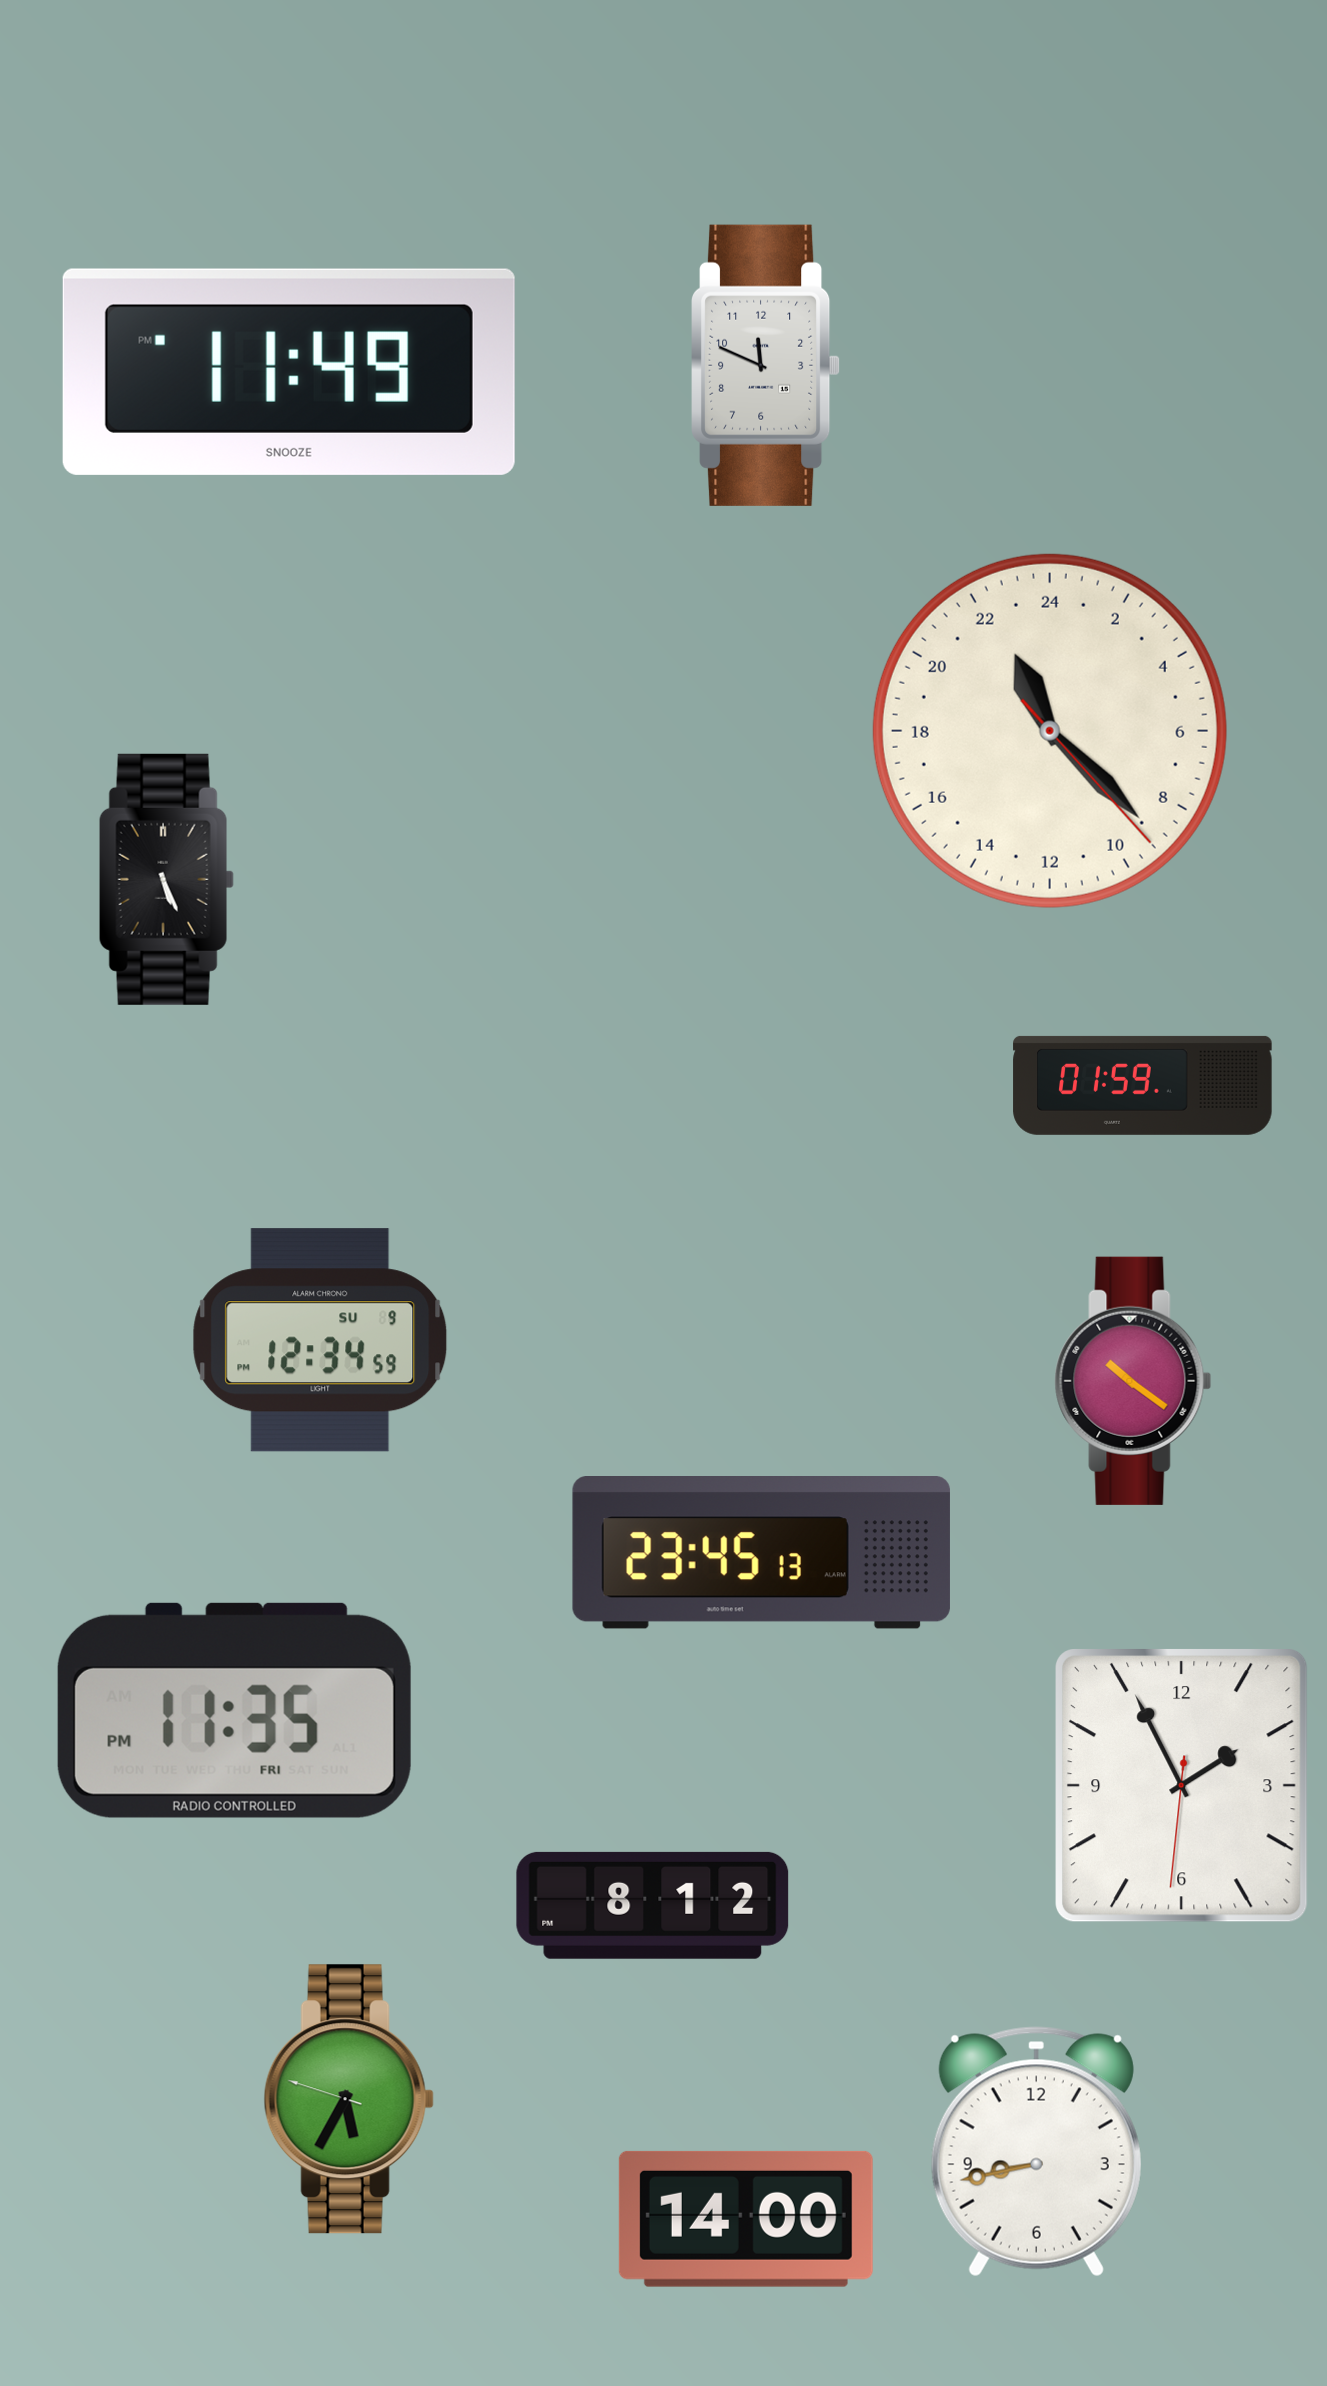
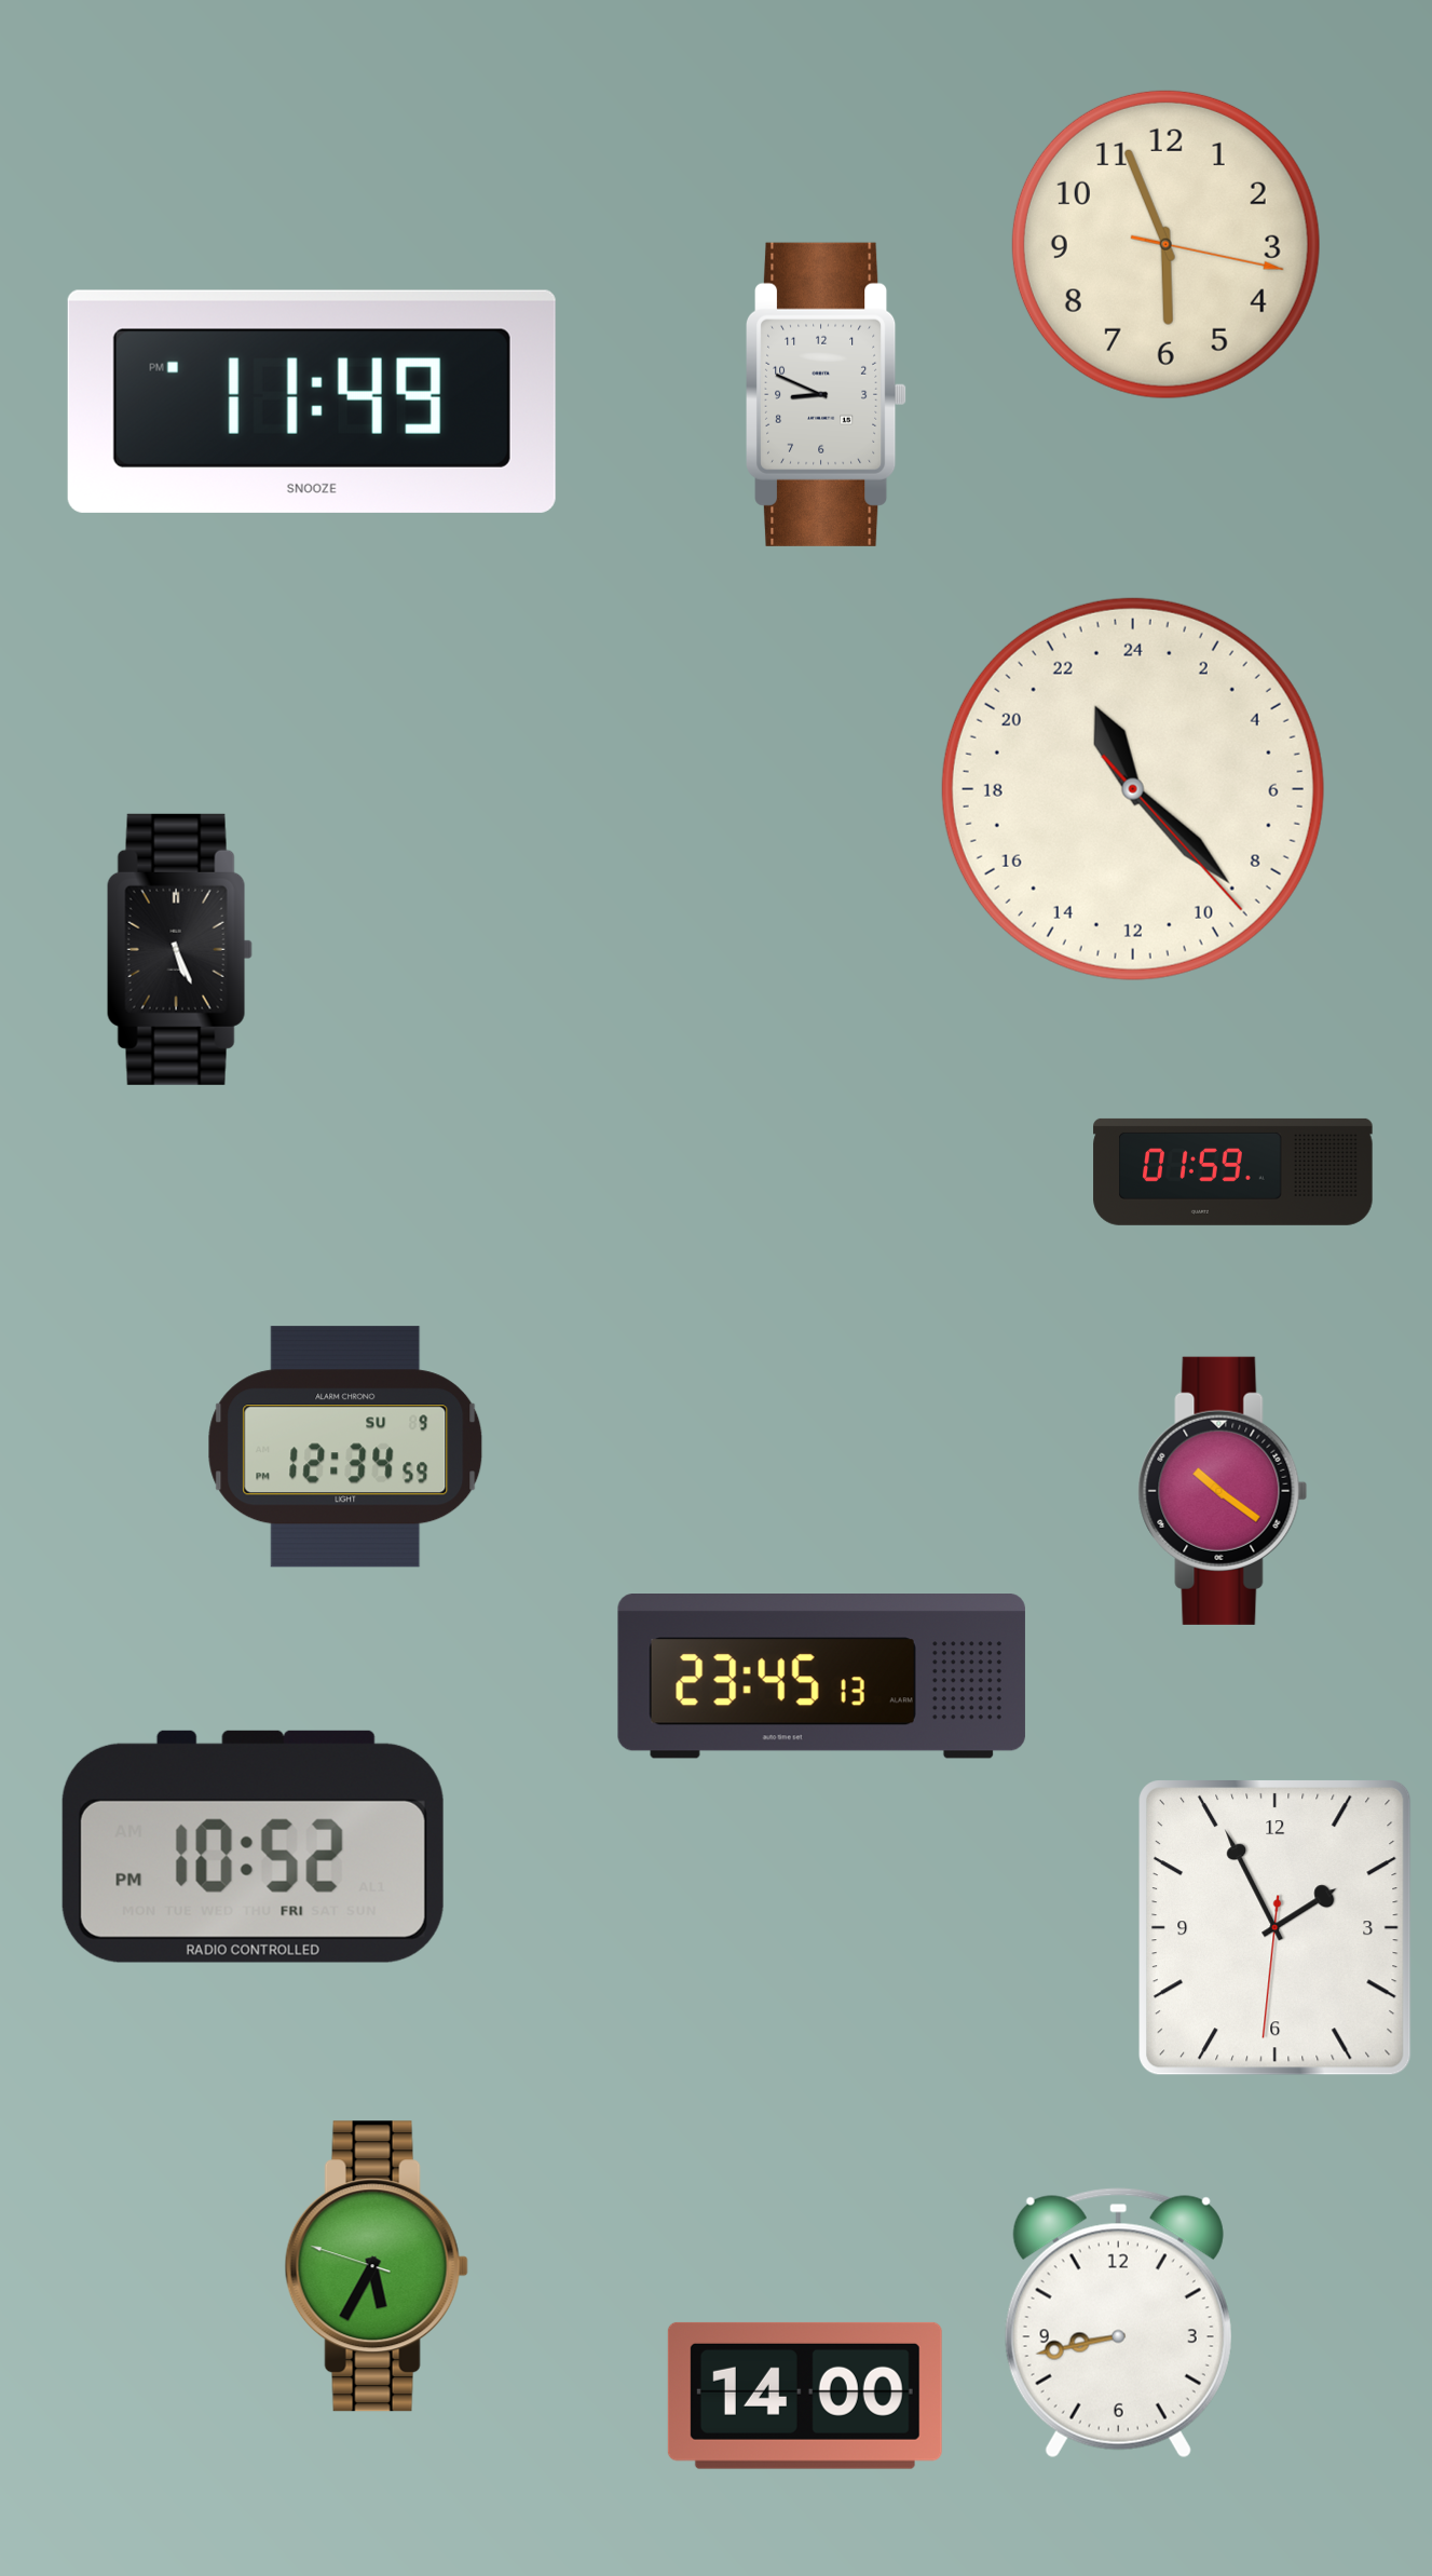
clock at (1165, 244): none -> 5:56
clock at (766, 365): 11:49 -> 8:49
clock at (234, 1710): 11:35 -> 10:52
clock at (653, 1905): 8:12 -> none
